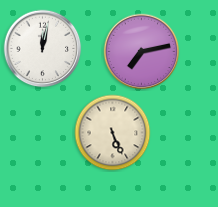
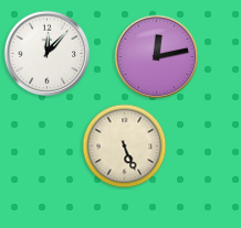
clock at (43, 49): 12:02 -> 12:07
clock at (142, 52): 7:13 -> 12:13
